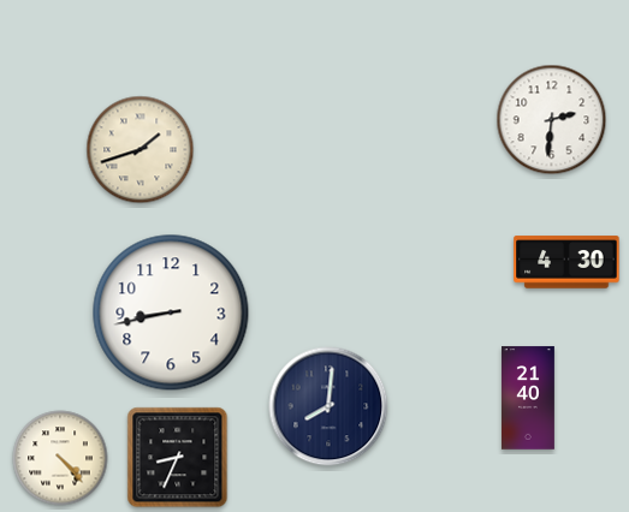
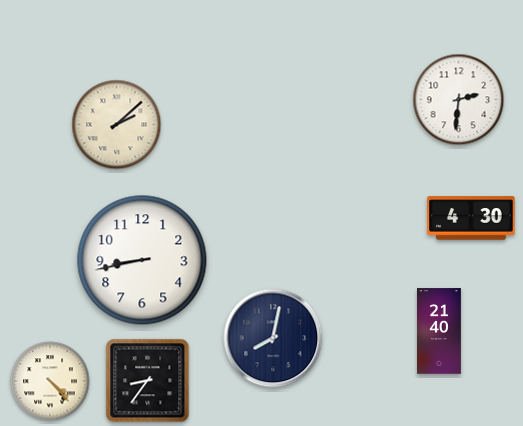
clock at (141, 150): 1:42 -> 2:08
clock at (328, 406): 8:01 -> 8:02
clock at (178, 458): 8:34 -> 8:36
